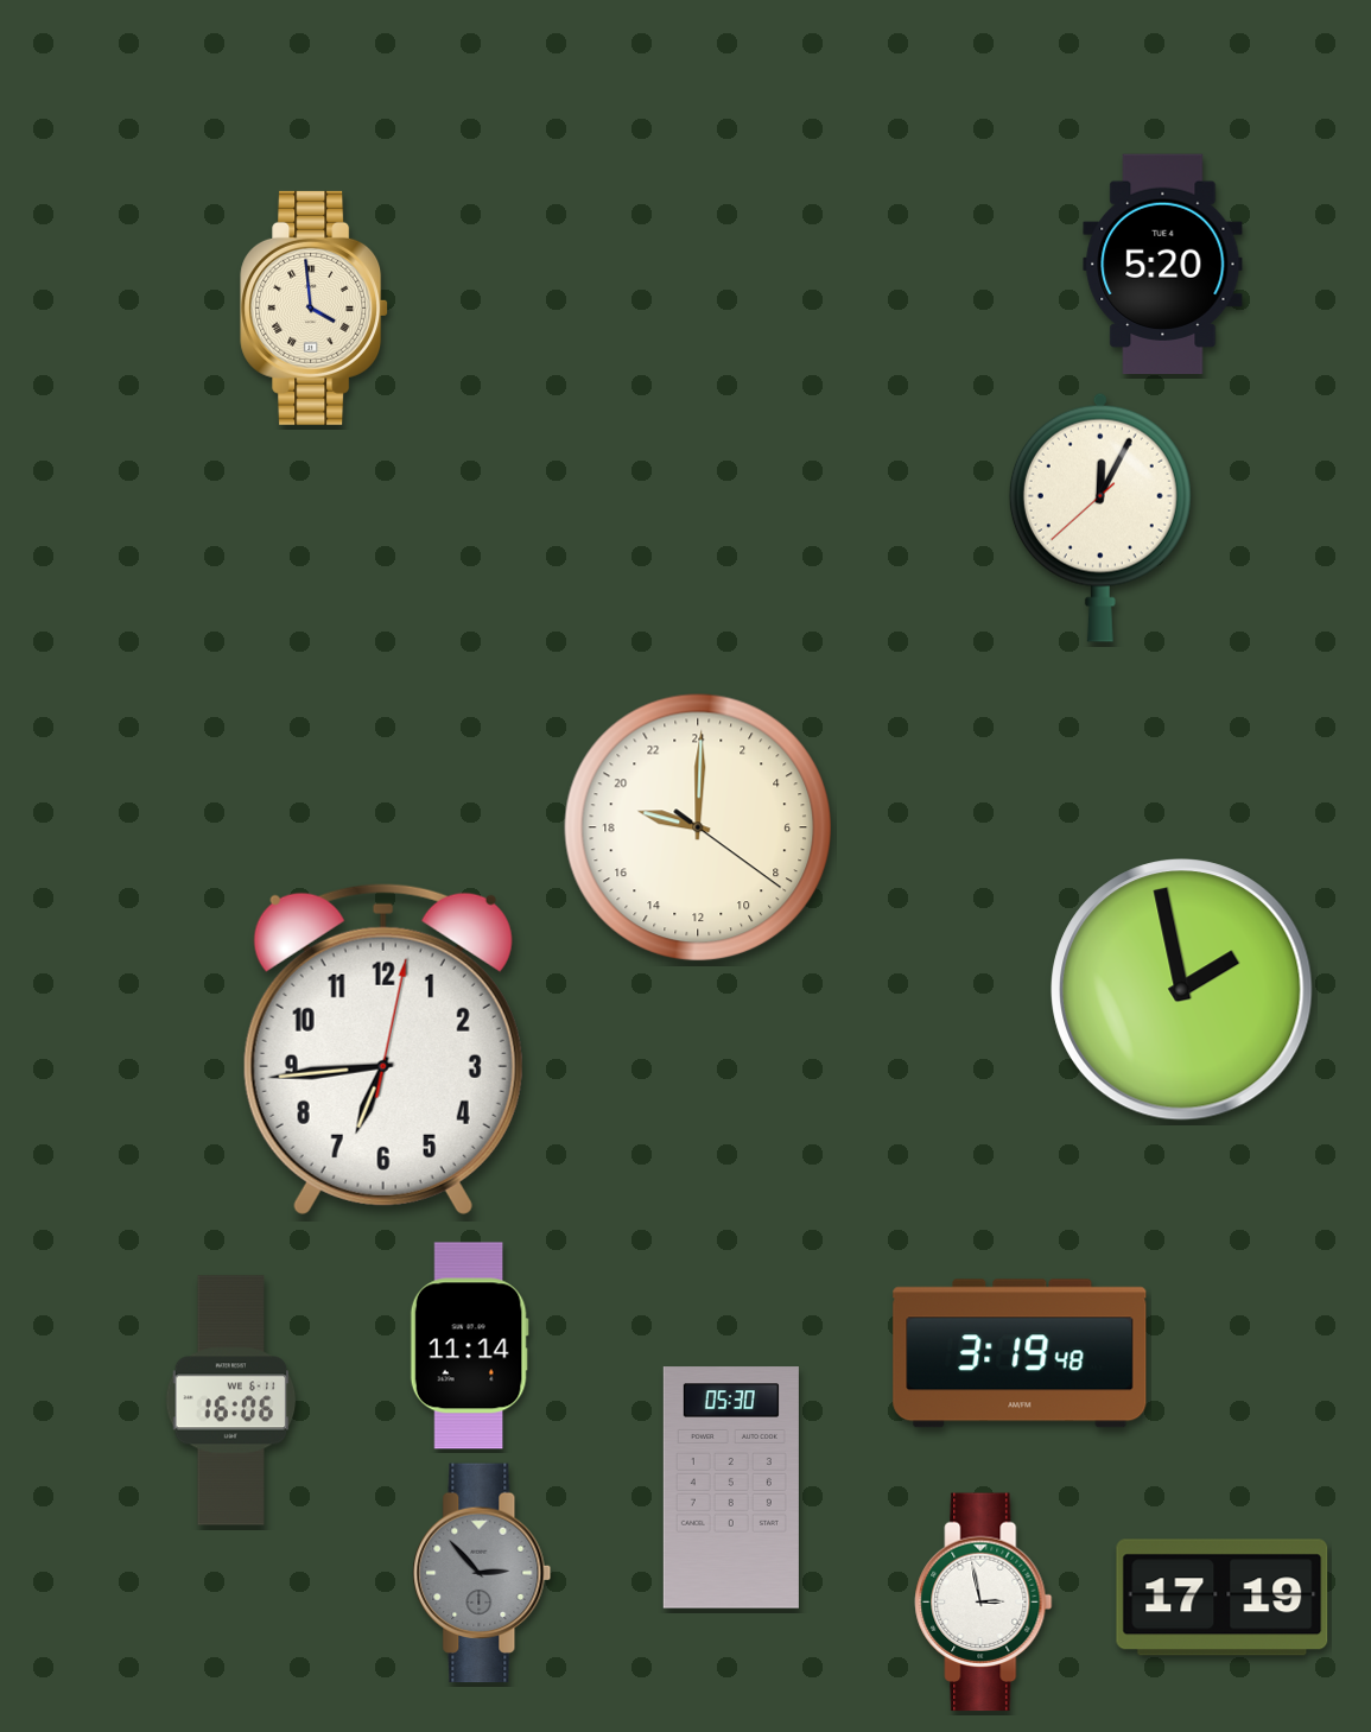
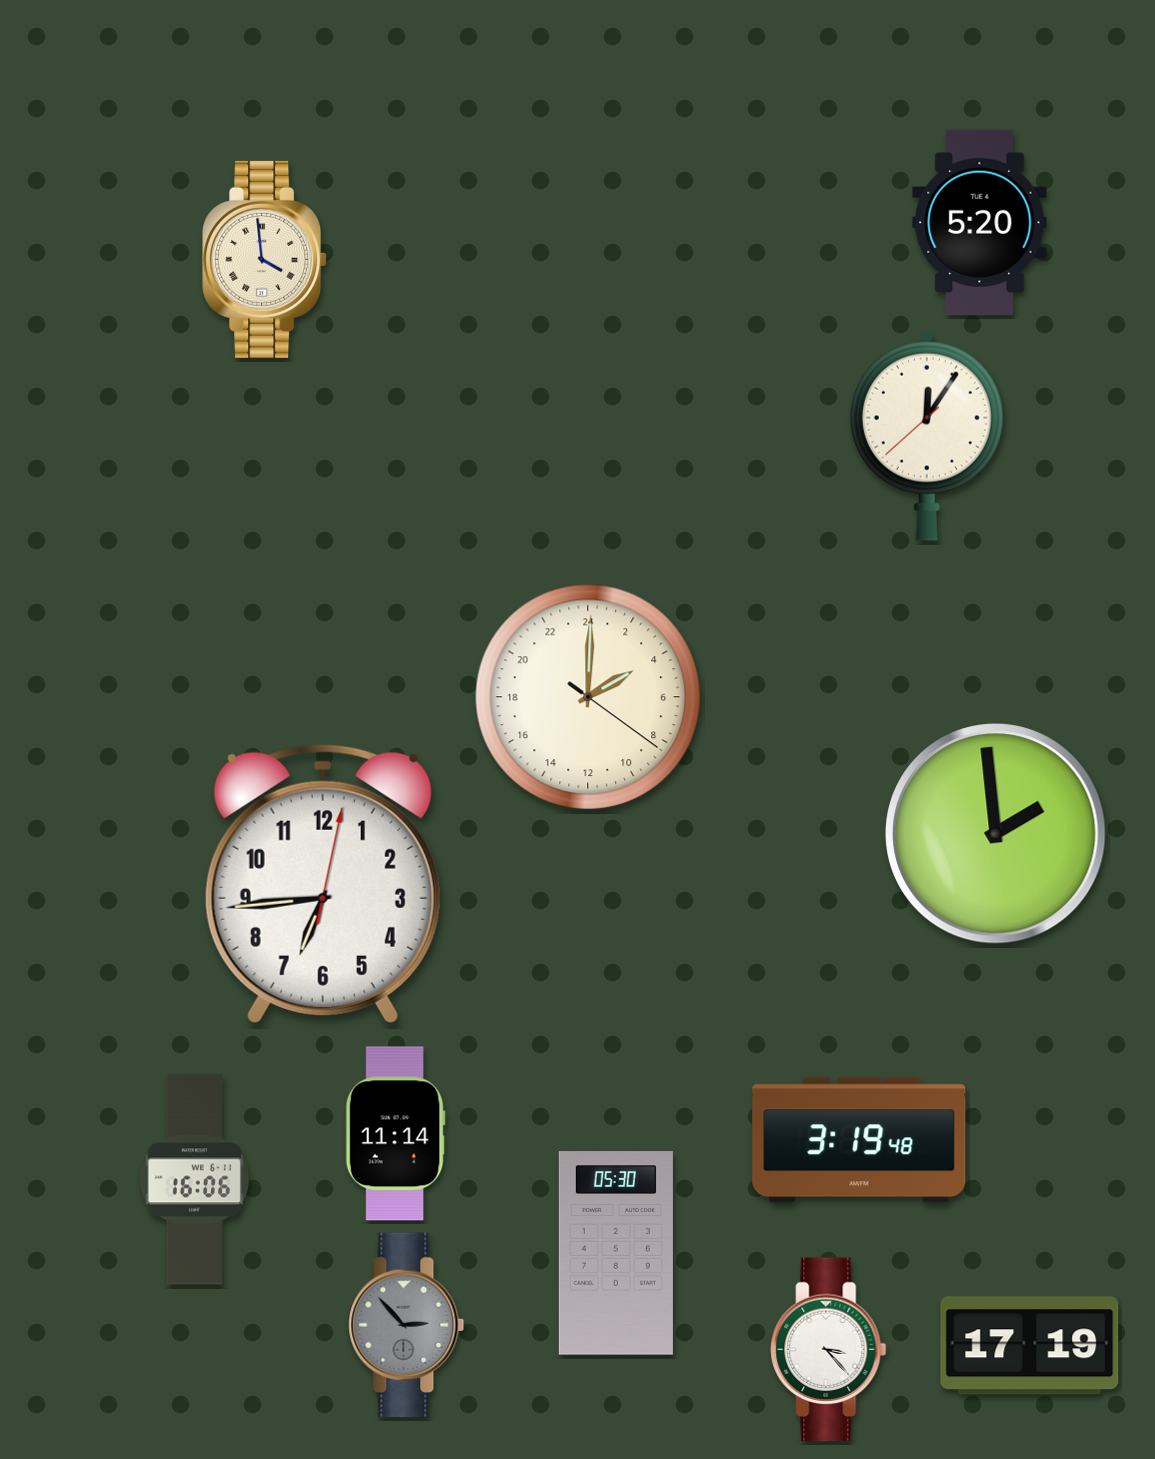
clock at (1100, 518): 12:04 -> 12:05
clock at (698, 827): 19:00 -> 4:00
clock at (1182, 990): 1:58 -> 1:59
clock at (984, 1603): 2:58 -> 3:23
